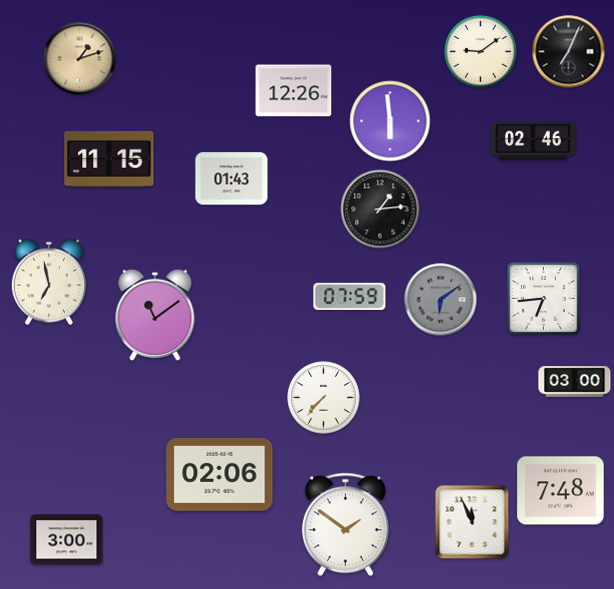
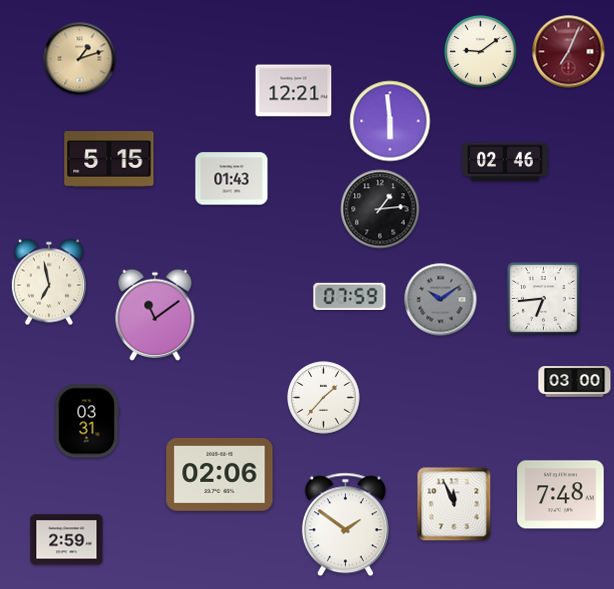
clock at (569, 52) dial: black -> burgundy
clock at (294, 91): 12:26 -> 12:21
clock at (533, 141) position: (533, 141) -> (505, 162)
clock at (109, 160): 11:15 -> 5:15
clock at (441, 300): 6:09 -> 10:09
clock at (324, 398): 7:37 -> 1:37
clock at (87, 421): none -> 03:31
clock at (561, 491) position: (561, 491) -> (561, 495)
clock at (472, 522) position: (472, 522) -> (454, 504)
clock at (67, 540): 3:00 -> 2:59
